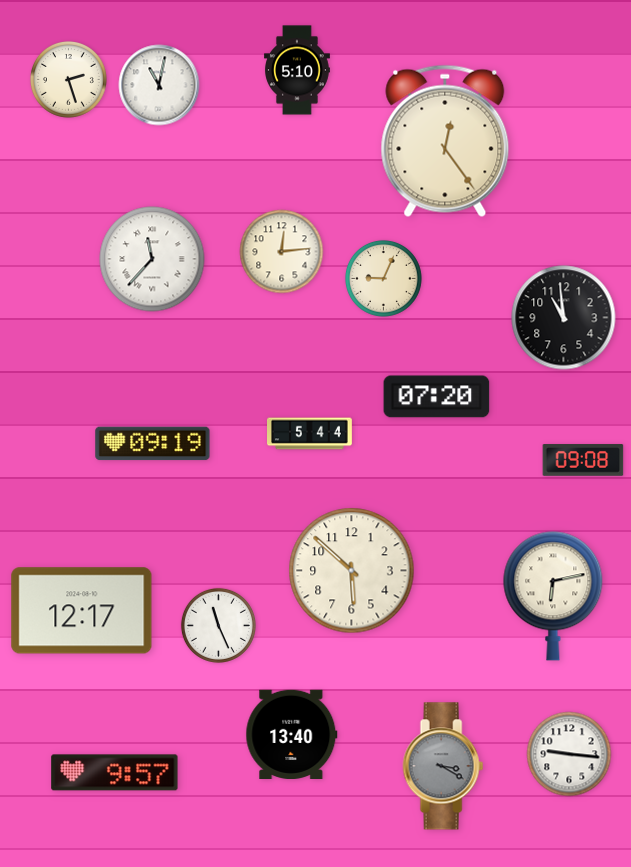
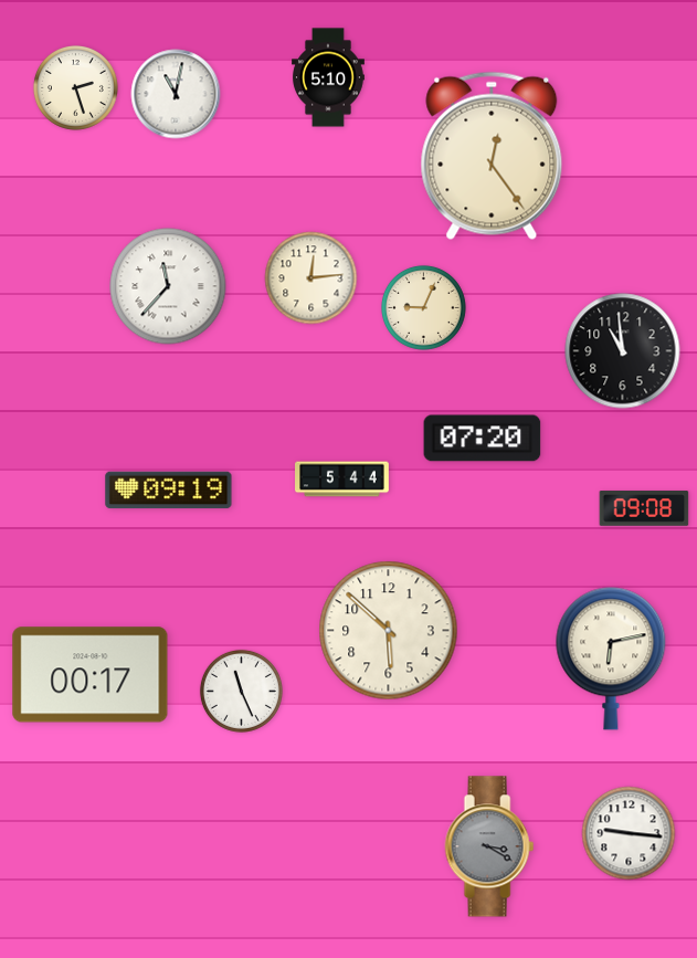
clock at (82, 611): 12:17 -> 00:17
clock at (292, 734): 13:40 -> none
clock at (115, 773): 9:57 -> none
